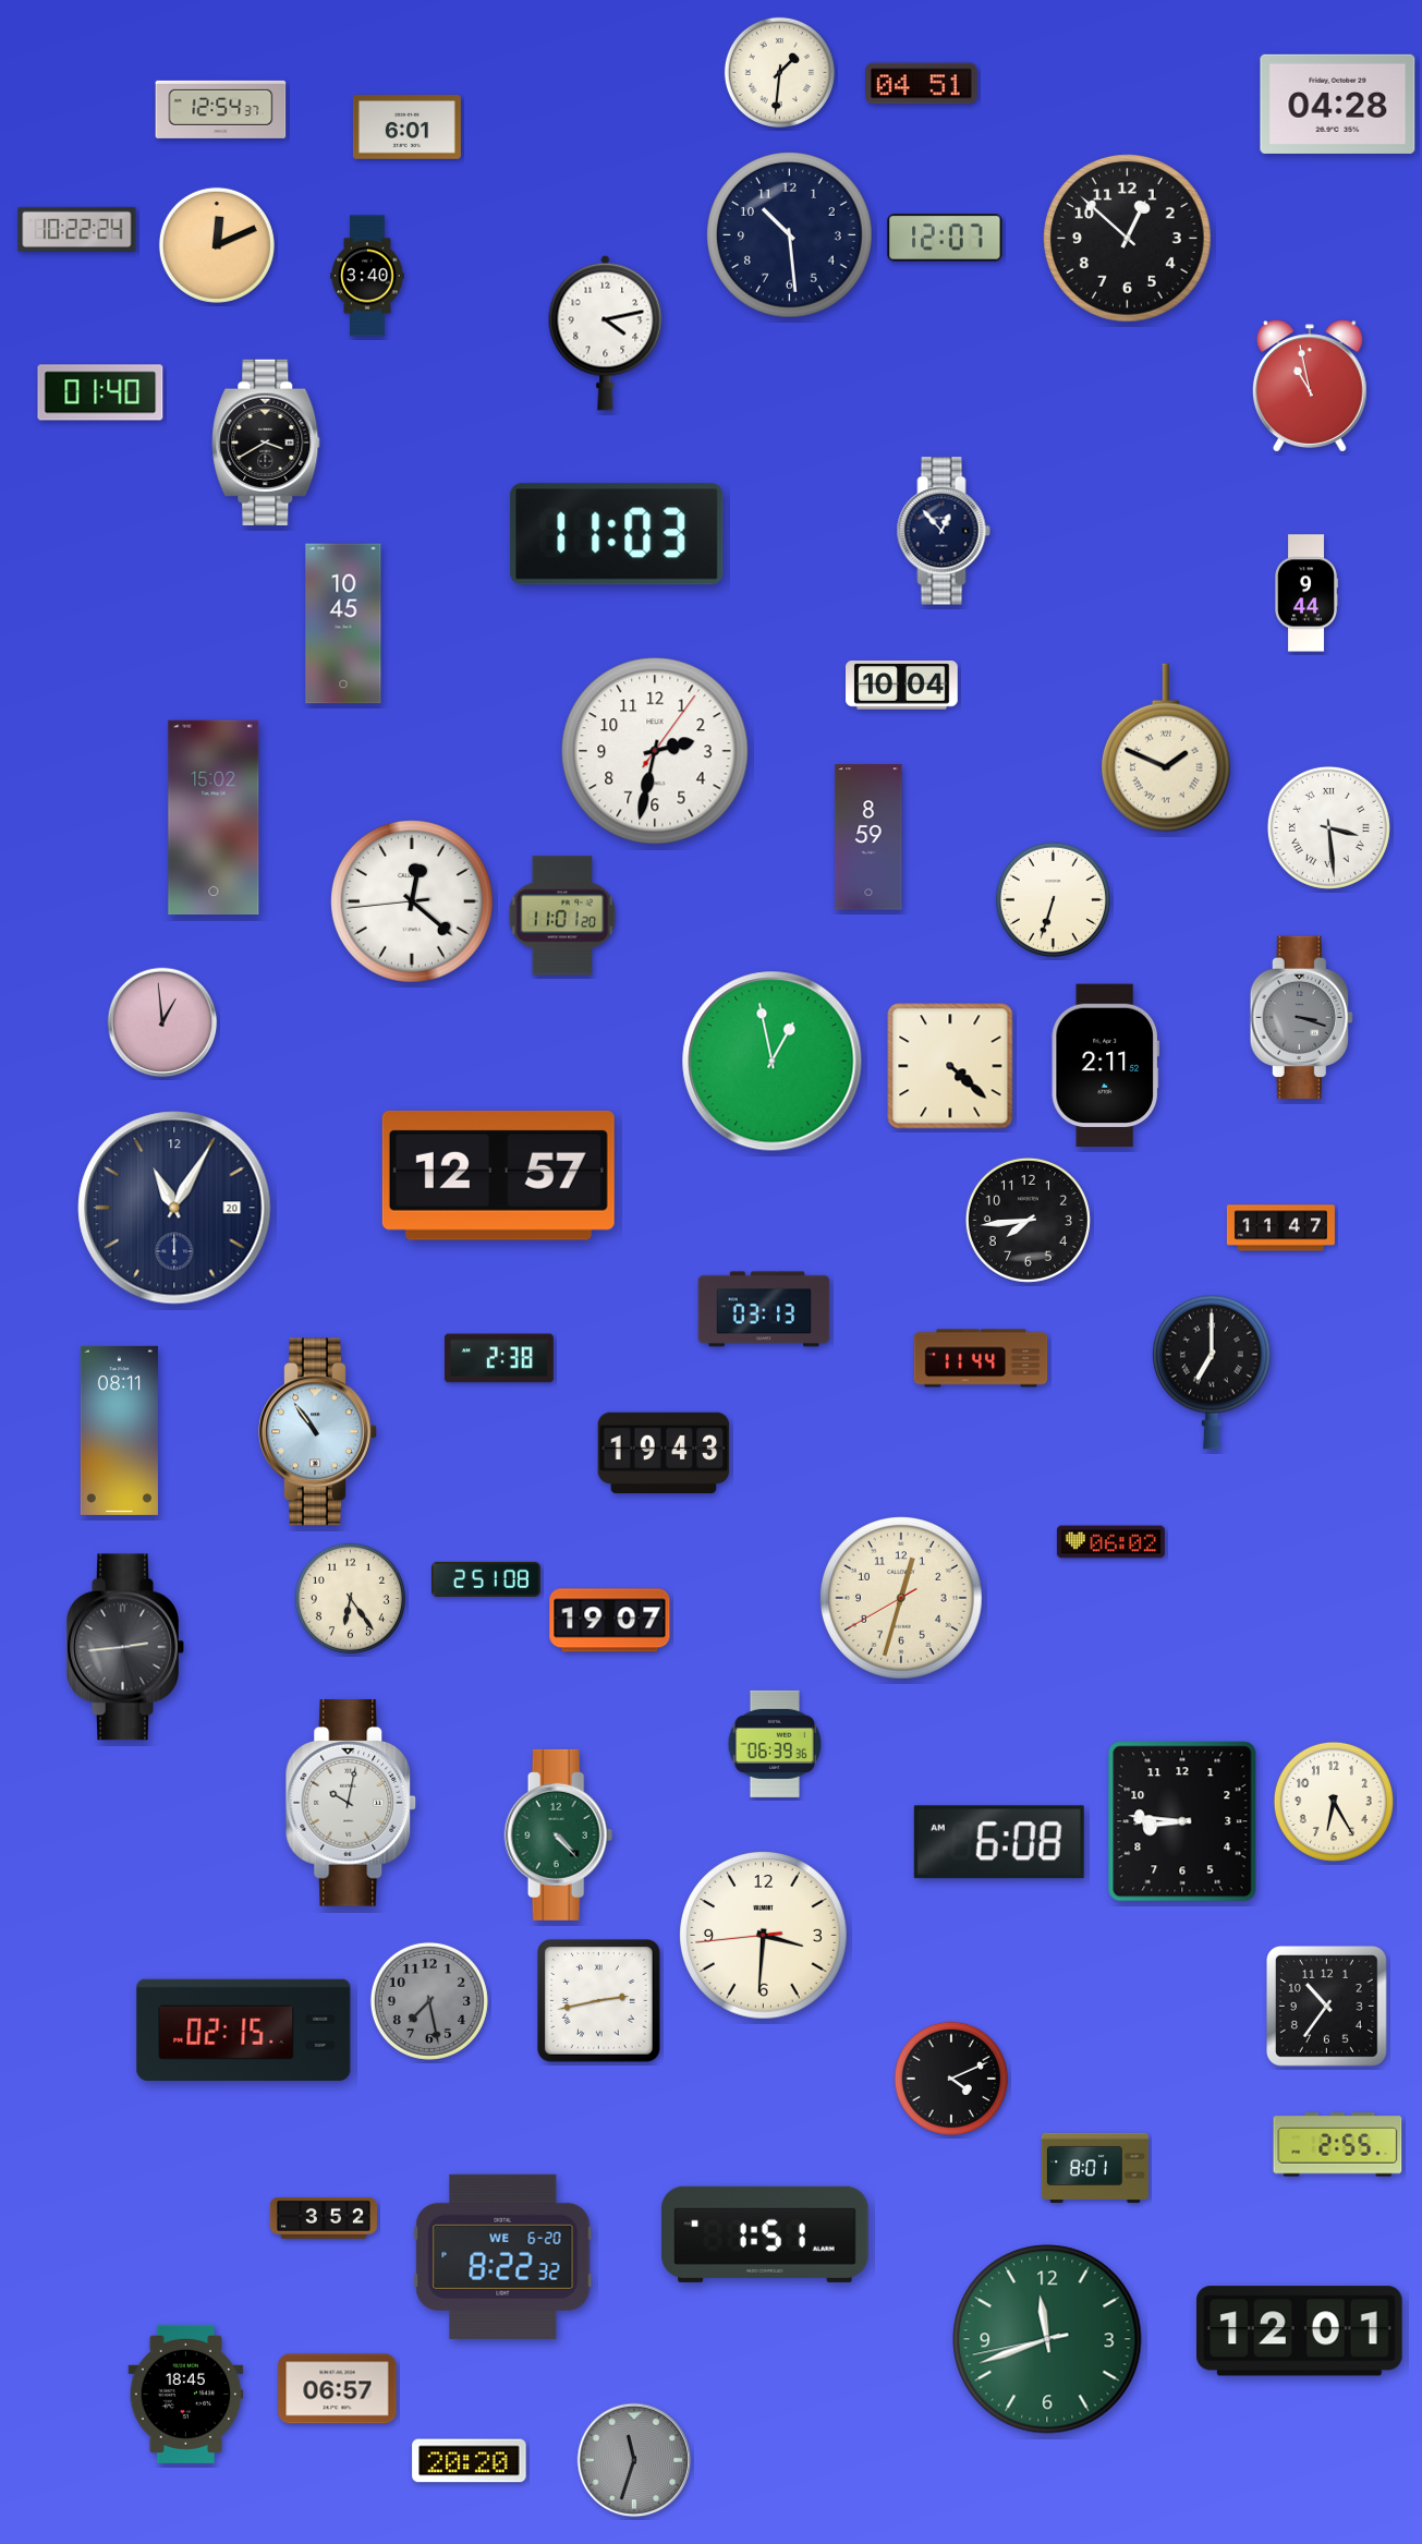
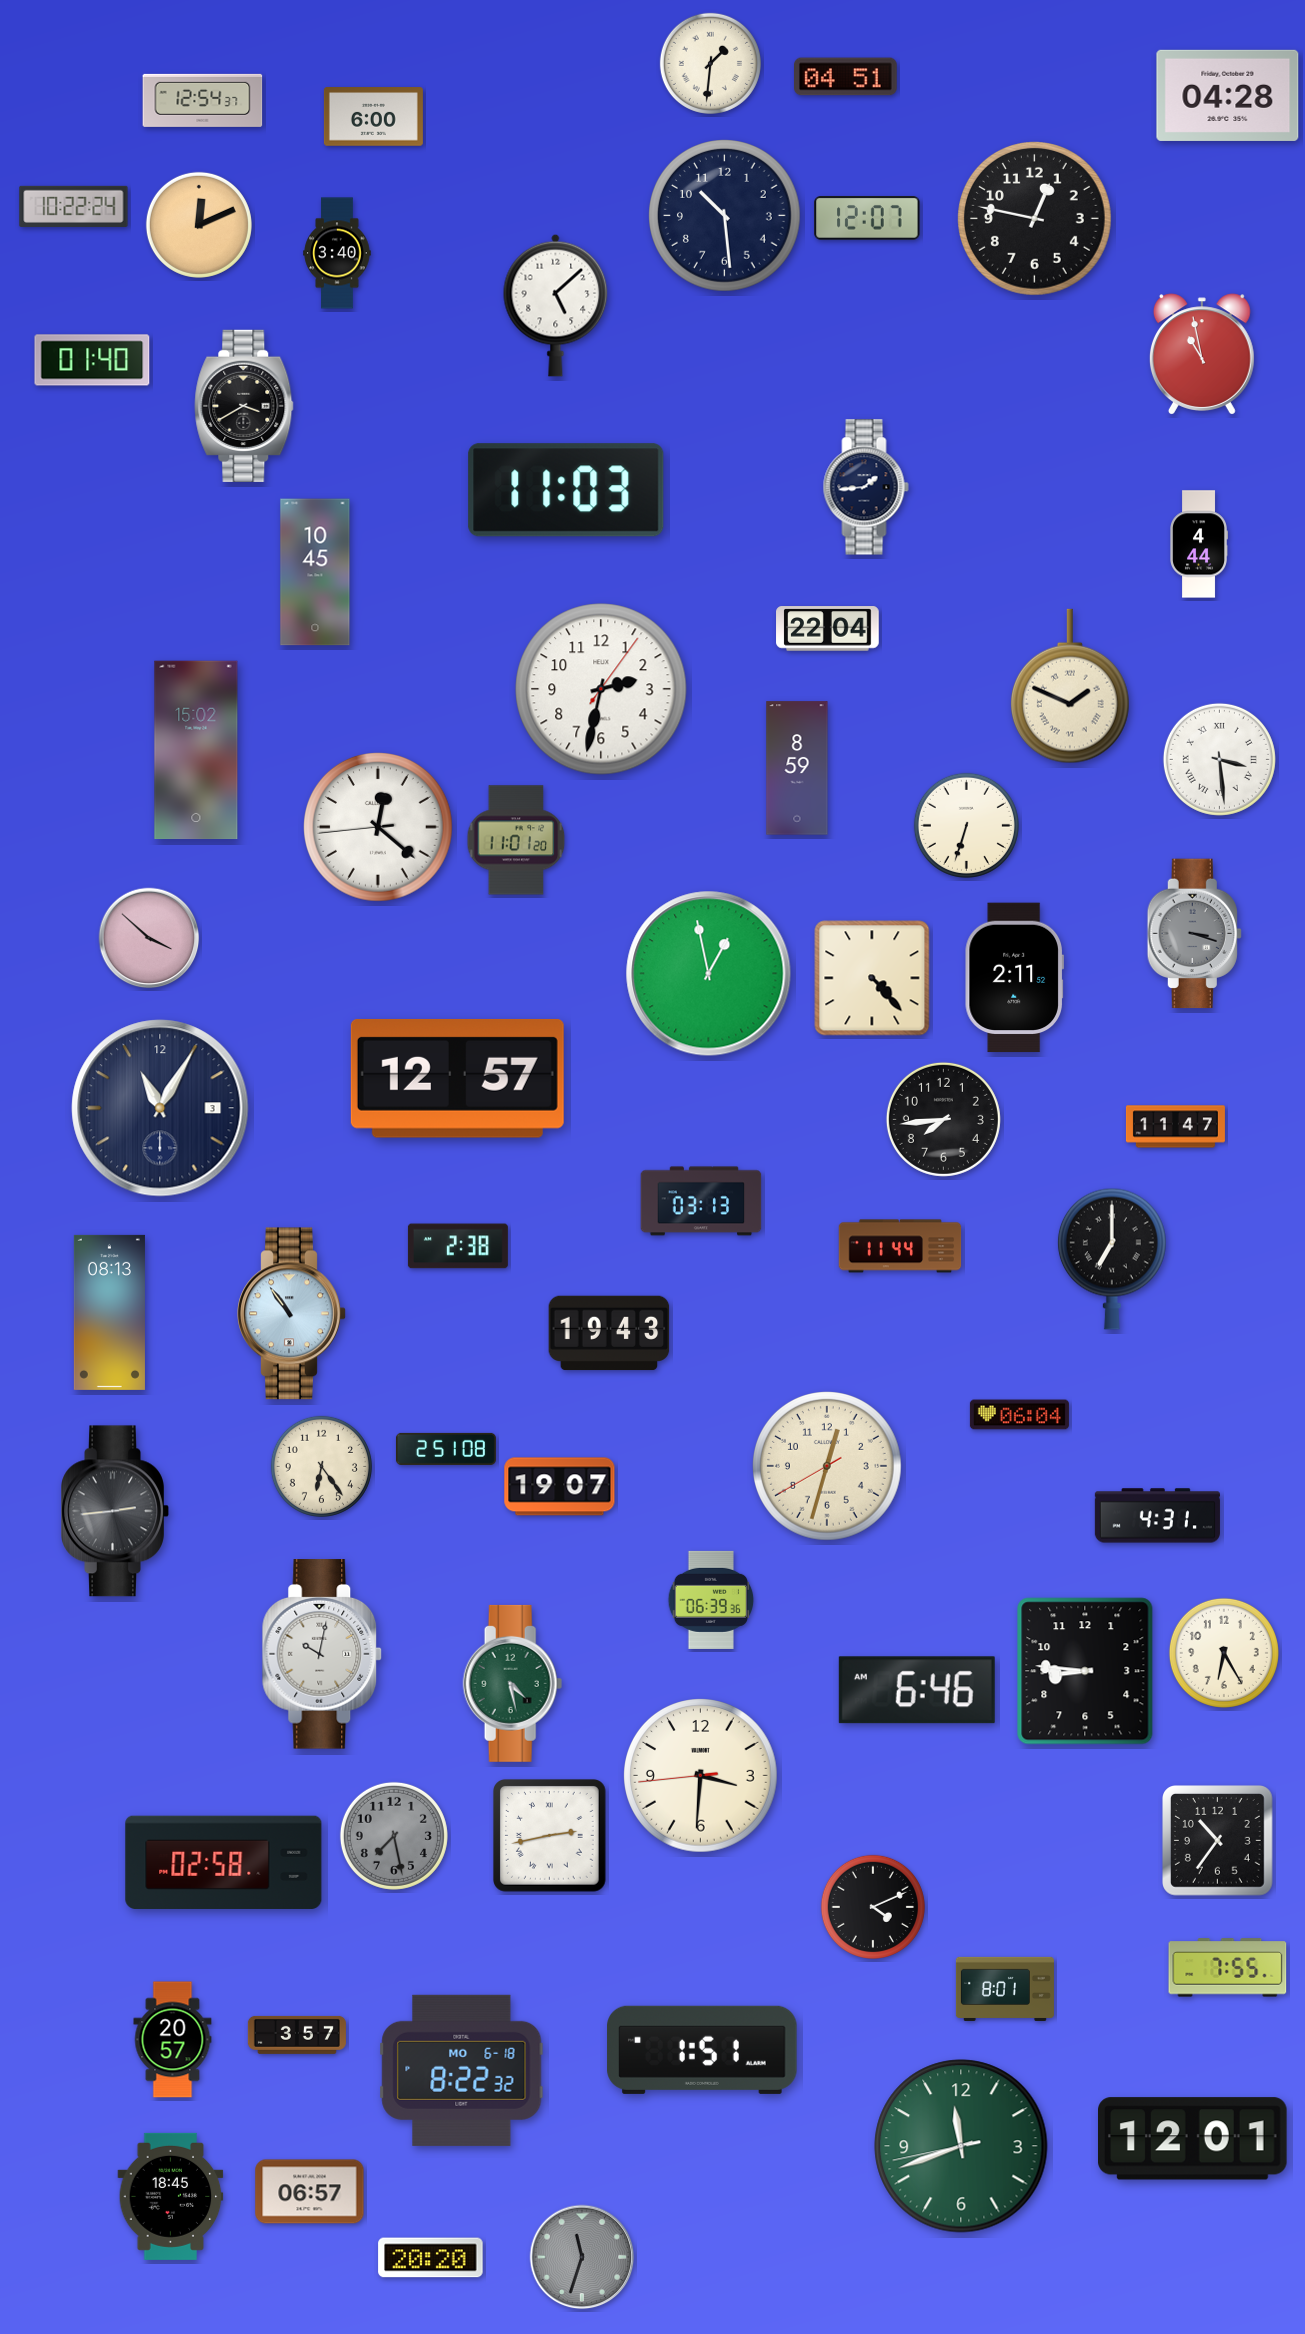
clock at (779, 72) position: (779, 72) -> (710, 63)
clock at (406, 128): 6:01 -> 6:00
clock at (77, 229) position: (77, 229) -> (74, 206)
clock at (1128, 239): 12:52 -> 12:47
clock at (606, 332): 4:13 -> 5:08
clock at (944, 531): 12:53 -> 1:44
clock at (1306, 593): 9:44 -> 4:44
clock at (902, 686): 10:04 -> 22:04
clock at (162, 1022): 12:59 -> 3:52
clock at (950, 1066): 4:22 -> 4:23
clock at (174, 1208) date: 20 -> 3
clock at (119, 1430): 08:11 -> 08:13
clock at (1110, 1542): 06:02 -> 06:04
clock at (1157, 1516): none -> 4:31
clock at (559, 1834): 4:23 -> 4:28
clock at (999, 1842): 6:08 -> 6:46
clock at (244, 2030): 02:15 -> 02:58
clock at (1338, 2145): 2:55 -> 7:55
clock at (324, 2218): 3:52 -> 3:57
clock at (173, 2040): none -> 20:57
clock at (503, 2256) date: WE 6-20 -> MO 6-18
